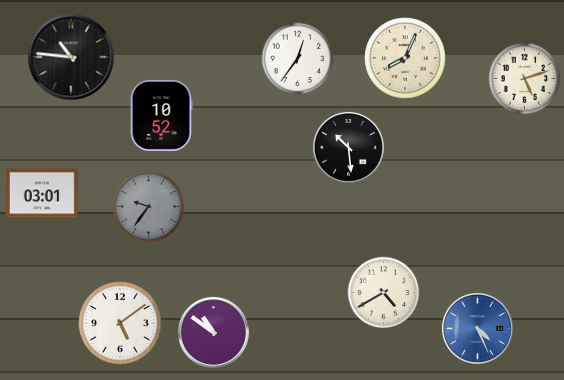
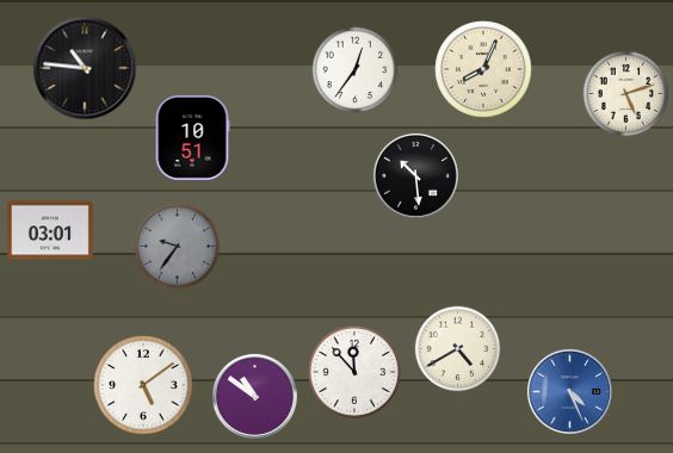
clock at (161, 115): 10:52 -> 10:51
clock at (354, 372): none -> 11:53
